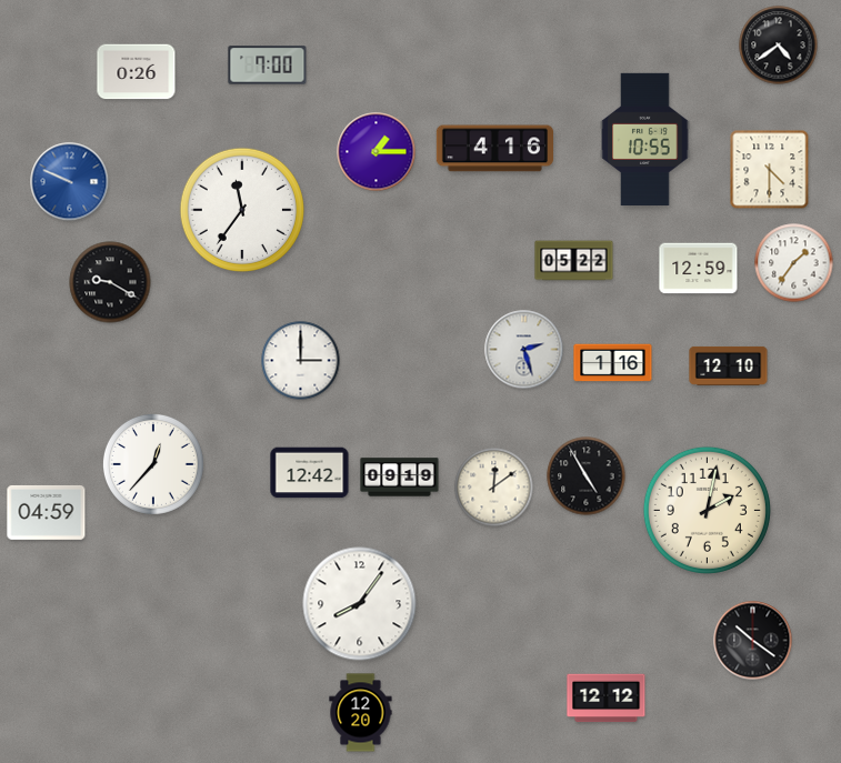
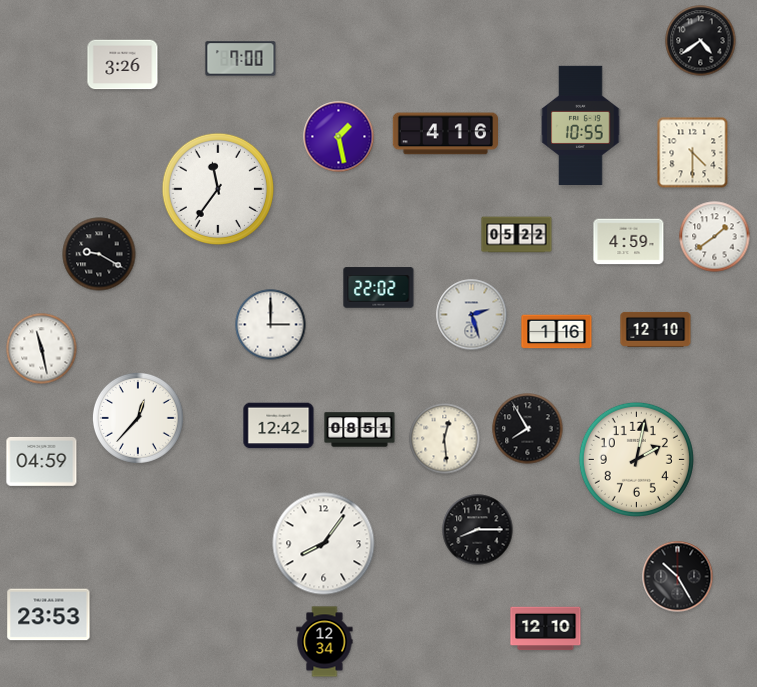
clock at (137, 72): 0:26 -> 3:26
clock at (377, 152): 1:15 -> 1:28
clock at (70, 182): 9:49 -> none
clock at (794, 263): 1:36 -> 1:39
clock at (699, 269): 12:59 -> 4:59
clock at (379, 288): none -> 22:02
clock at (613, 363) position: (613, 363) -> (557, 332)
clock at (42, 349): none -> 11:28
clock at (587, 476): 4:55 -> 7:55
clock at (400, 478): 09:19 -> 08:51
clock at (494, 488): 12:09 -> 12:29
clock at (478, 530): none -> 8:15
clock at (753, 641): 10:21 -> 10:25
clock at (49, 615): none -> 23:53
clock at (607, 699): 12:12 -> 12:10
clock at (361, 713): 12:20 -> 12:34
